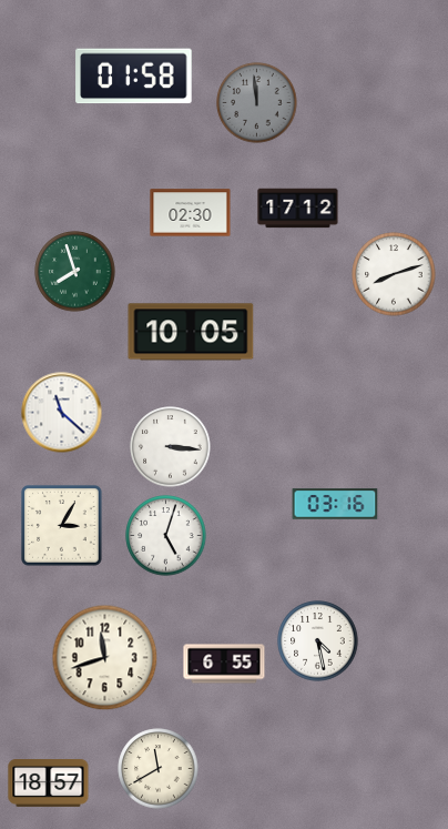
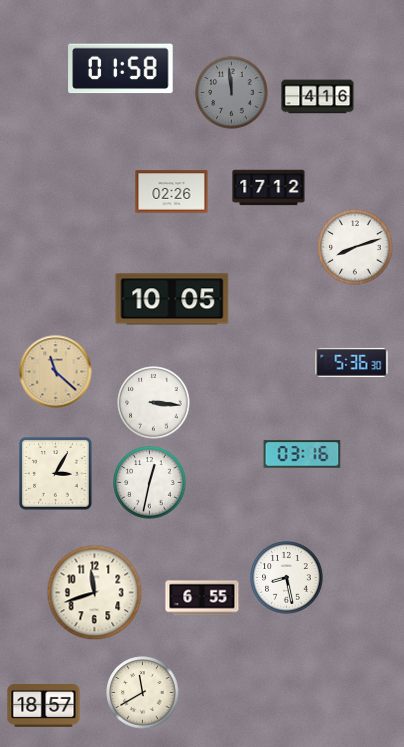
clock at (318, 97): none -> 4:16
clock at (191, 213): 02:30 -> 02:26
clock at (75, 272): 7:57 -> none
clock at (352, 362): none -> 5:36
clock at (62, 413) dial: white -> champagne
clock at (166, 536): 5:03 -> 12:32
clock at (318, 641): 4:28 -> 8:28
